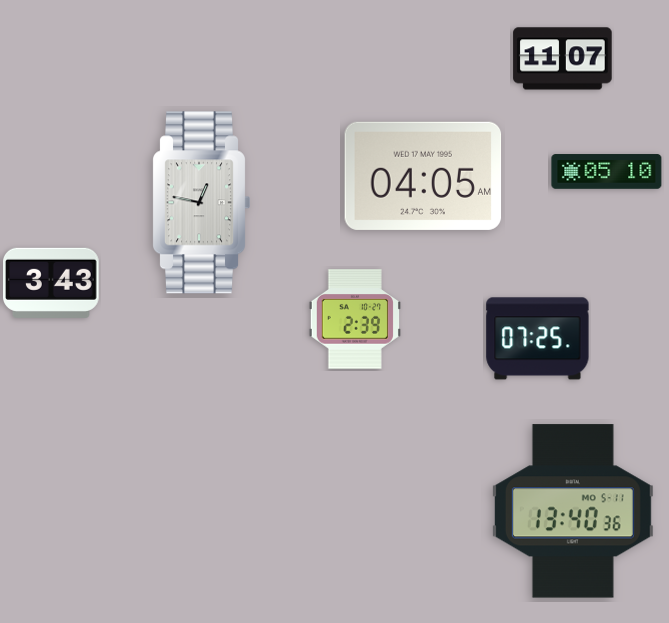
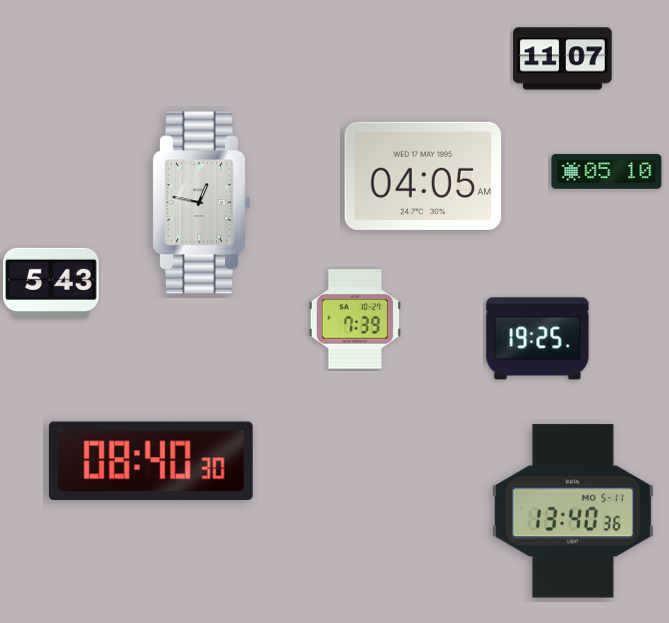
clock at (52, 283): 3:43 -> 5:43
clock at (355, 319): 2:39 -> 7:39
clock at (538, 339): 07:25 -> 19:25
clock at (151, 461): none -> 08:40
